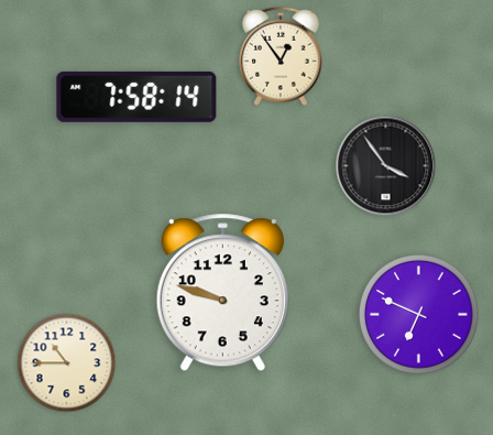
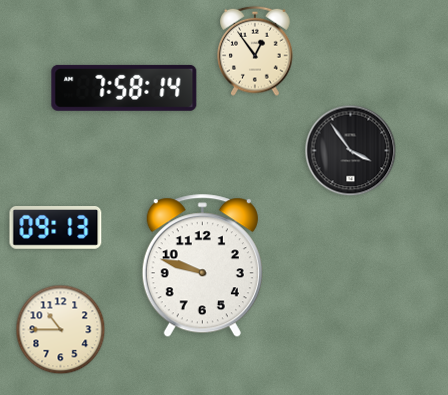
clock at (56, 228): none -> 09:13
clock at (418, 314): 6:49 -> none
